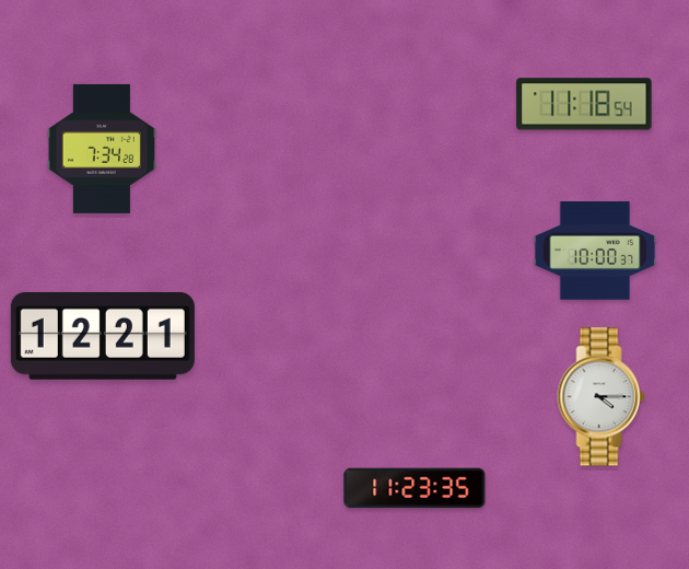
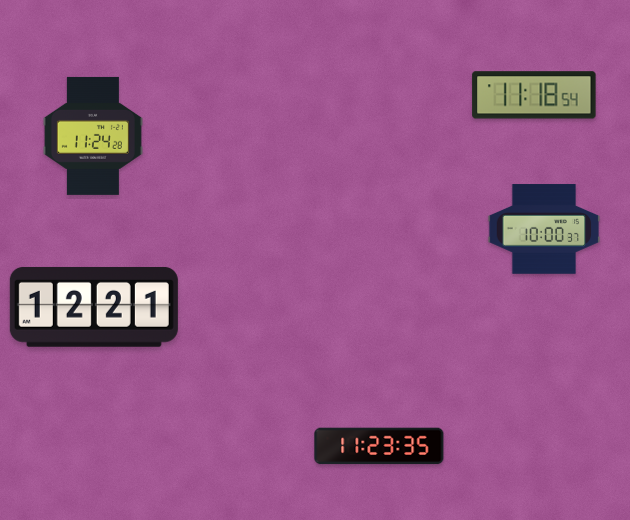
clock at (102, 149): 7:34 -> 11:24
clock at (602, 397): 4:15 -> none
